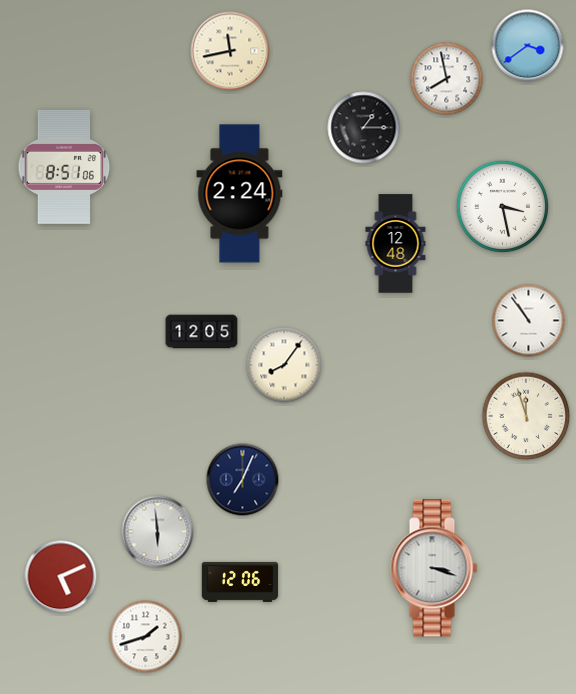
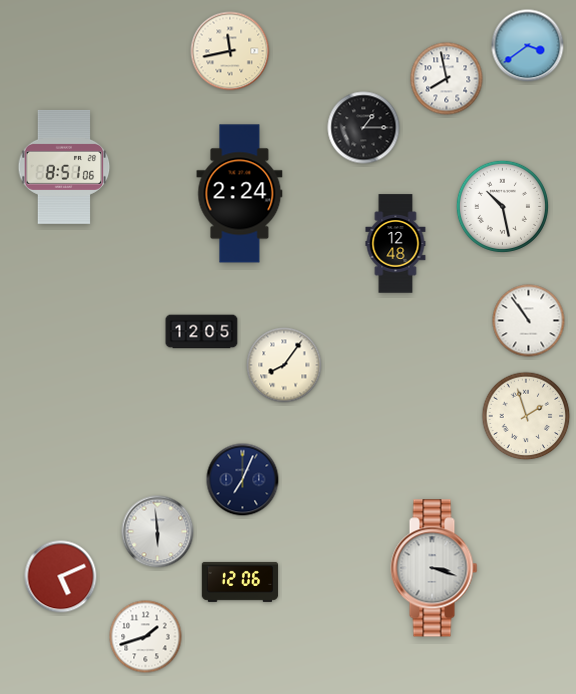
clock at (502, 206): 3:28 -> 10:28
clock at (526, 416): 11:57 -> 1:57
